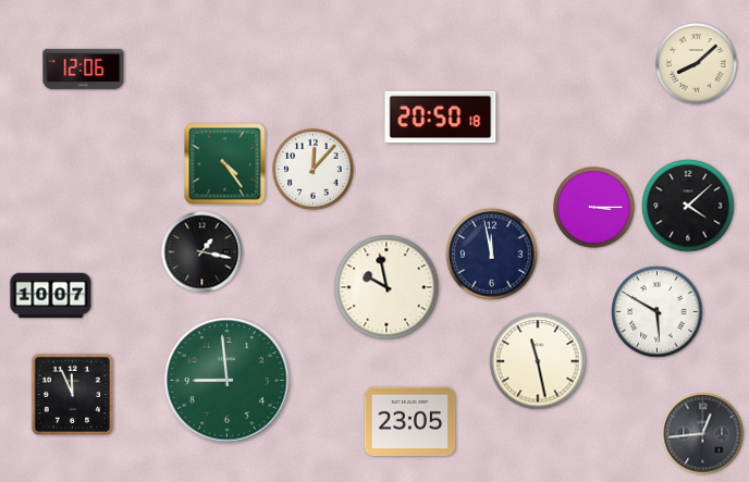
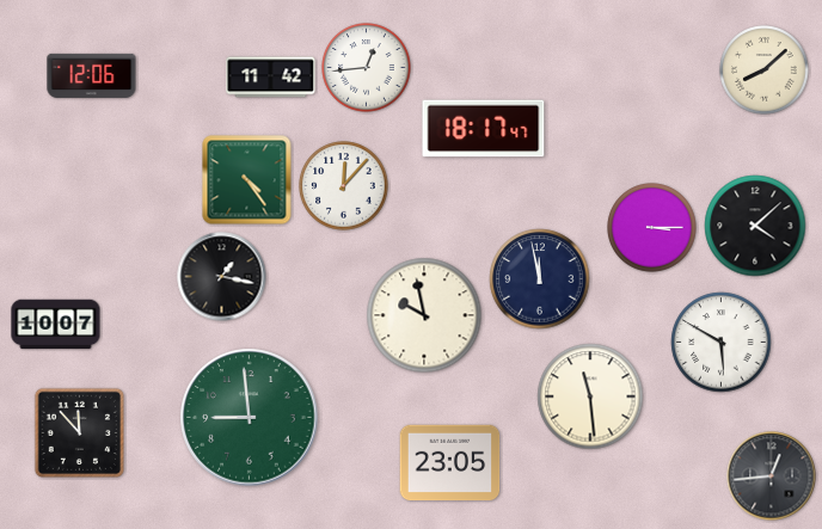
clock at (367, 68): none -> 12:44
clock at (271, 78): none -> 11:42
clock at (441, 118): 20:50 -> 18:17
clock at (538, 361): 11:28 -> 11:29
clock at (72, 394): 11:56 -> 11:53
